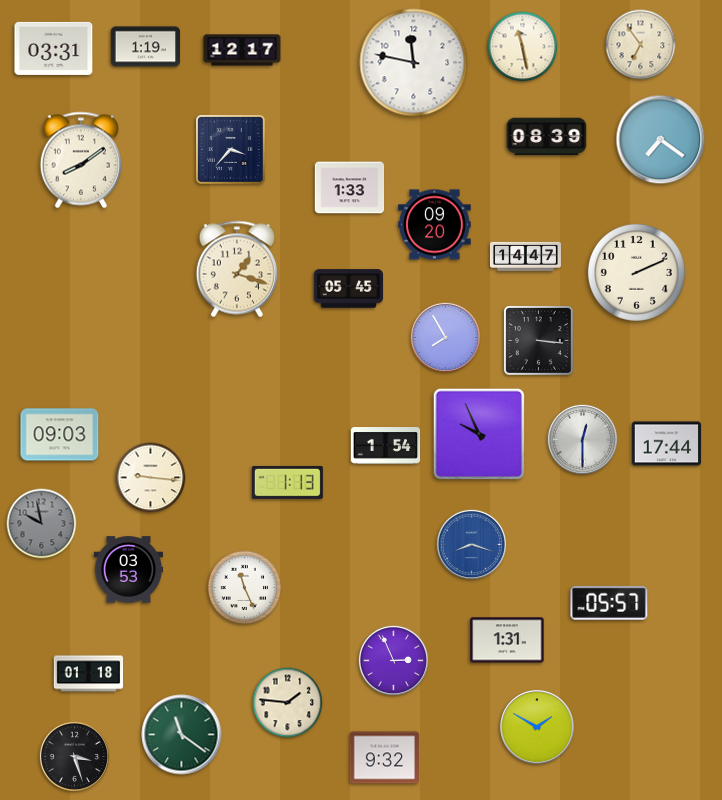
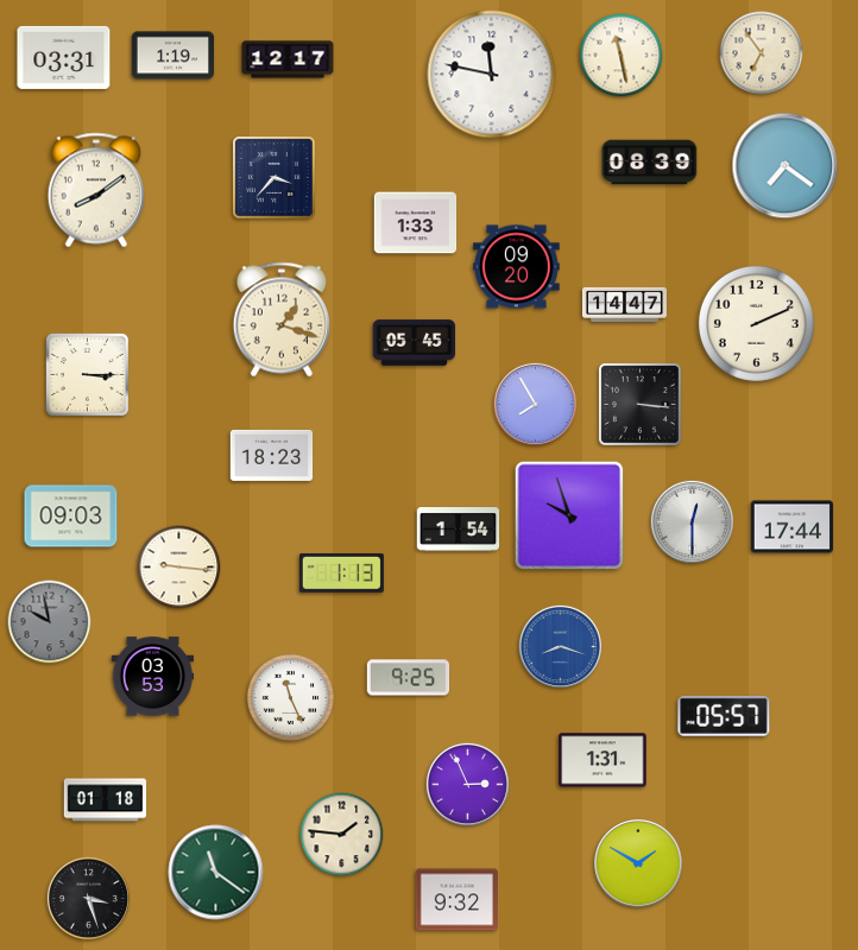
clock at (88, 375): none -> 3:15
clock at (445, 337) position: (445, 337) -> (535, 404)
clock at (272, 455): none -> 18:23
clock at (479, 434): 9:56 -> 9:57
clock at (409, 678): none -> 9:25
